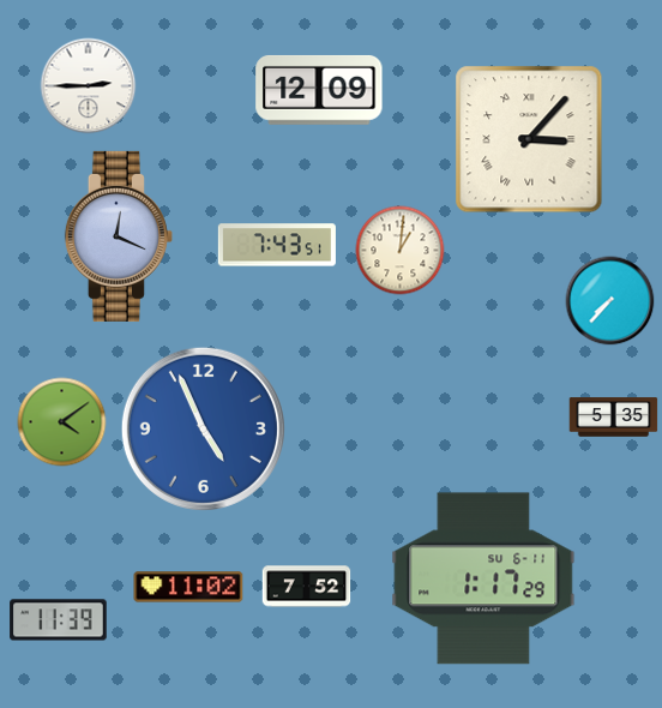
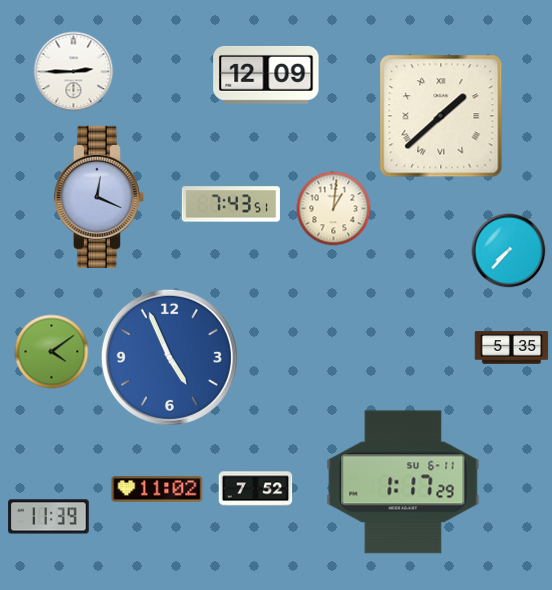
clock at (529, 139): 3:07 -> 1:38
